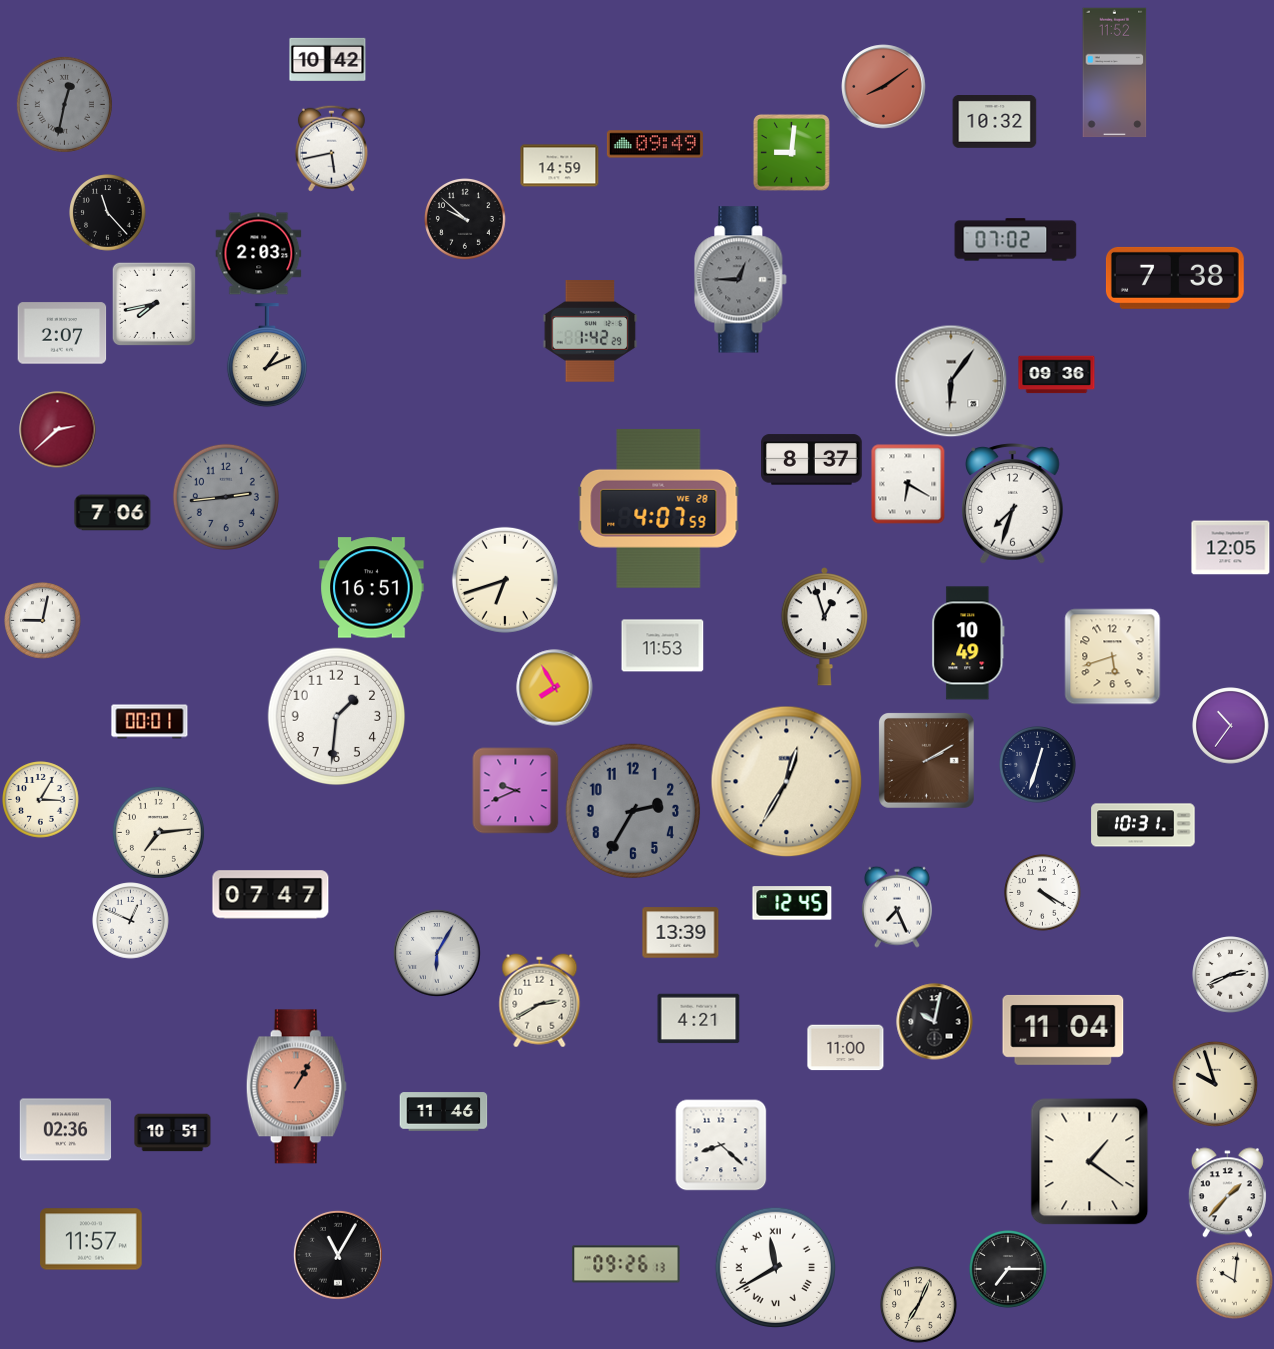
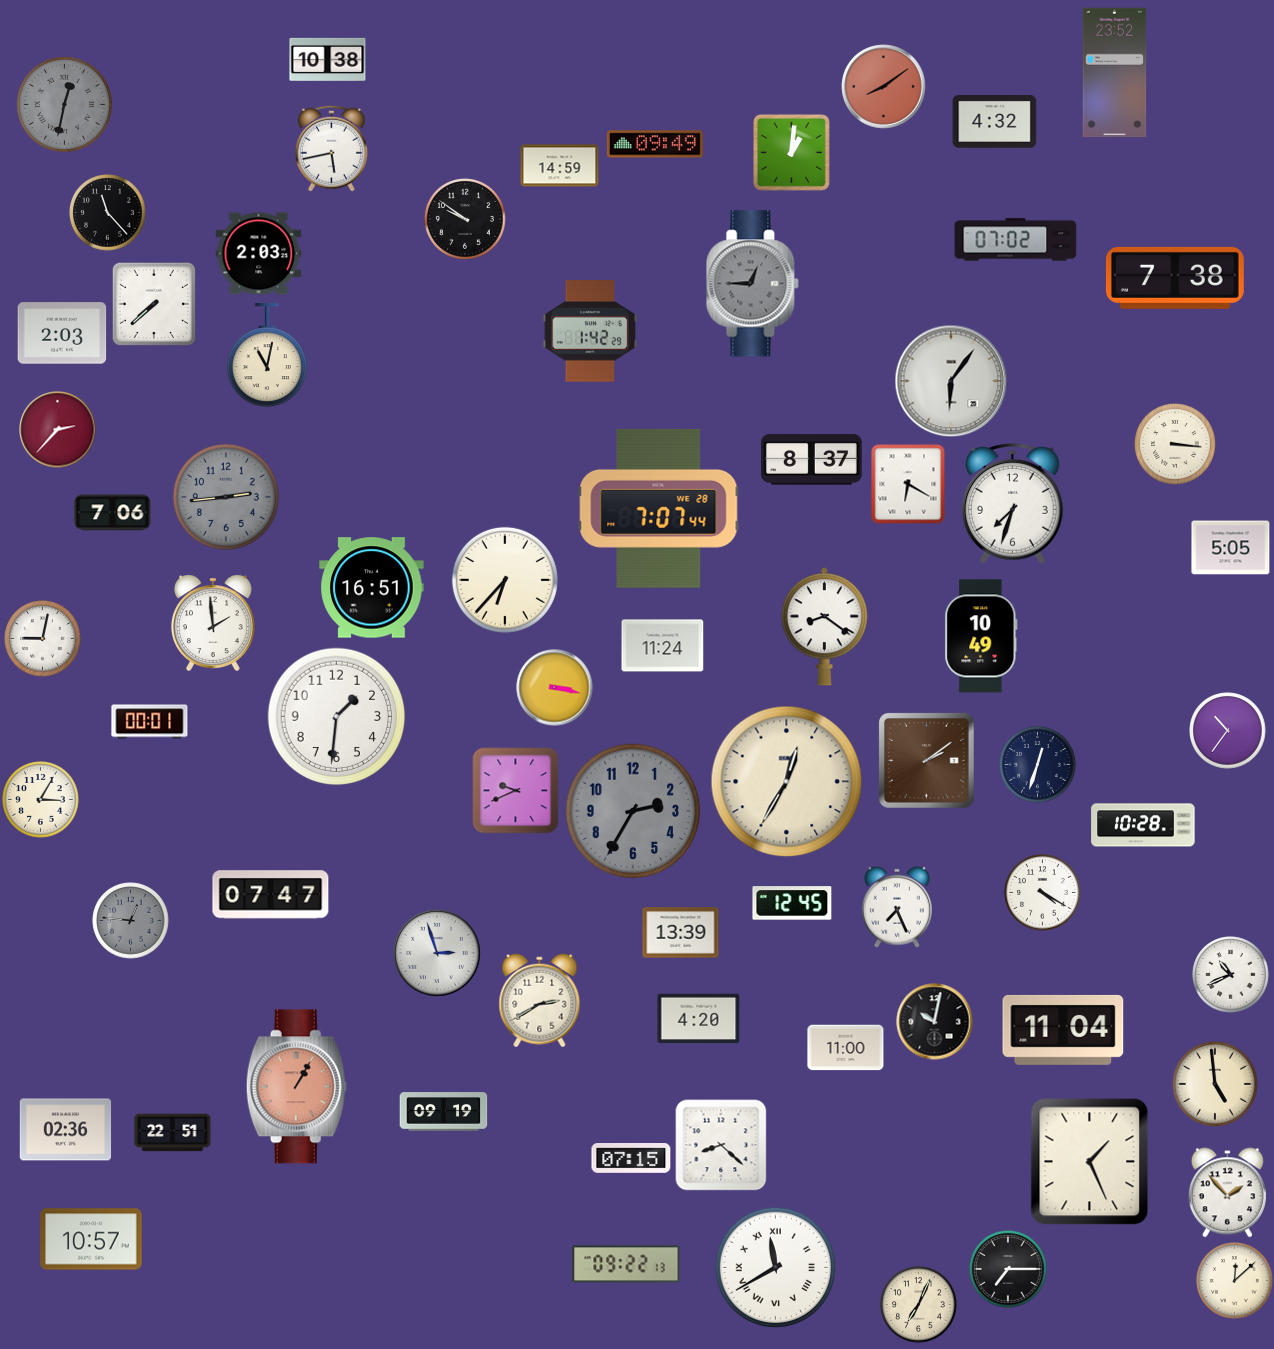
clock at (328, 59): 10:42 -> 10:38
clock at (1115, 73): 11:52 -> 23:52
clock at (995, 122): 10:32 -> 4:32
clock at (791, 152): 9:01 -> 1:01
clock at (466, 220): 9:52 -> 9:51
clock at (741, 280) position: (741, 280) -> (753, 284)
clock at (153, 303): 7:43 -> 7:38
clock at (62, 333): 2:07 -> 2:03
clock at (267, 356): 1:11 -> 11:02
clock at (1057, 375): 09:36 -> none
clock at (58, 430): 2:38 -> 2:37
clock at (1176, 445): none -> 3:16
clock at (659, 508): 4:07 -> 7:07
clock at (1231, 548): 12:05 -> 5:05
clock at (505, 580): 6:42 -> 6:37
clock at (43, 621) position: (43, 621) -> (43, 639)
clock at (213, 623): none -> 1:59
clock at (824, 627): 12:57 -> 8:21
clock at (968, 643) position: (968, 643) -> (981, 636)
clock at (663, 646): 11:53 -> 11:24
clock at (1113, 657): 5:42 -> none
clock at (555, 688): 7:55 -> 3:17
clock at (1231, 726) position: (1231, 726) -> (1228, 731)
clock at (926, 760): 2:10 -> 2:09
clock at (1143, 825): 10:31 -> 10:28
clock at (158, 832): 7:14 -> none
clock at (131, 921): 12:49 -> 12:46
clock at (131, 921) dial: white -> grey
clock at (438, 954): 6:05 -> 2:57
clock at (1231, 975): 2:41 -> 10:41
clock at (699, 1019): 4:21 -> 4:20
clock at (1215, 1084): 9:57 -> 4:59
clock at (444, 1112): 11:46 -> 09:19
clock at (173, 1133): 10:51 -> 22:51
clock at (631, 1159): none -> 07:15
clock at (1090, 1162): 1:21 -> 1:26
clock at (1227, 1193): 1:37 -> 1:53
clock at (91, 1239): 11:57 -> 10:57
clock at (338, 1255): 11:05 -> none
clock at (626, 1264): 09:26 -> 09:22
clock at (1235, 1281): 10:01 -> 12:08
